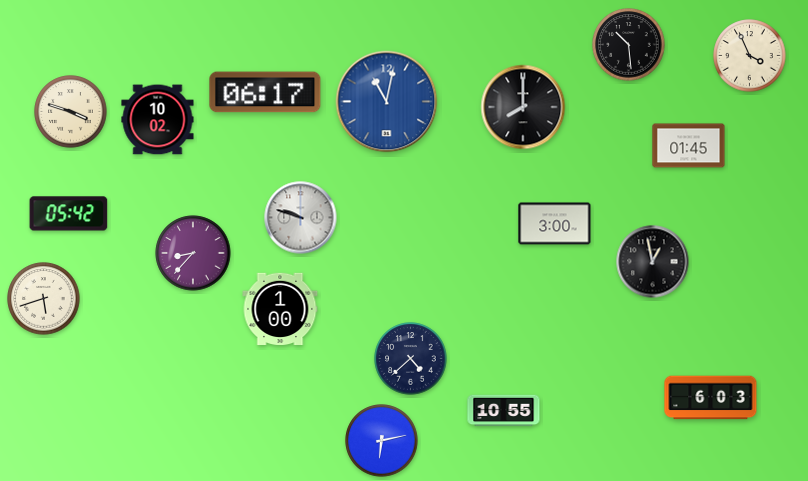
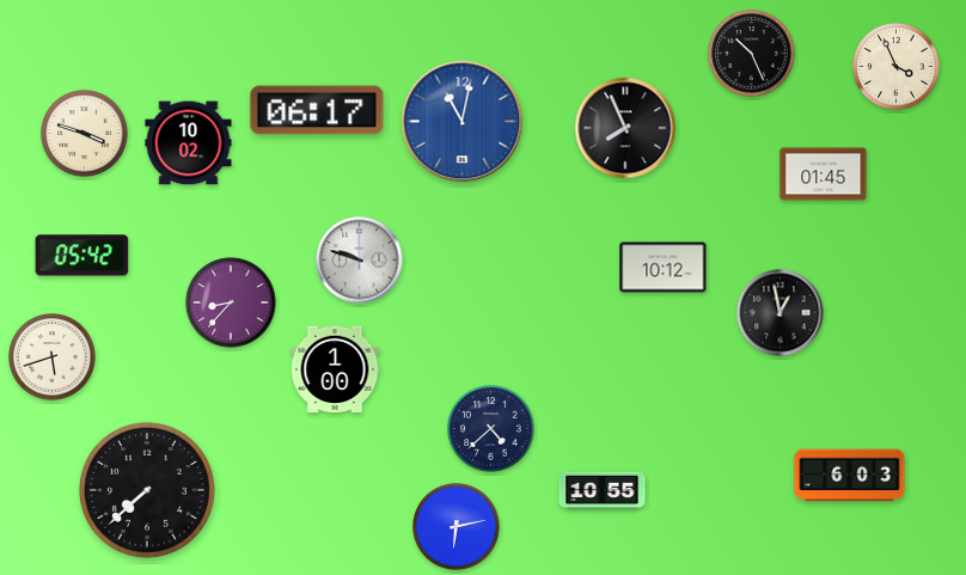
clock at (629, 45): 10:29 -> 10:26
clock at (523, 107): 8:00 -> 7:56
clock at (555, 224): 3:00 -> 10:12
clock at (147, 490): none -> 7:38
